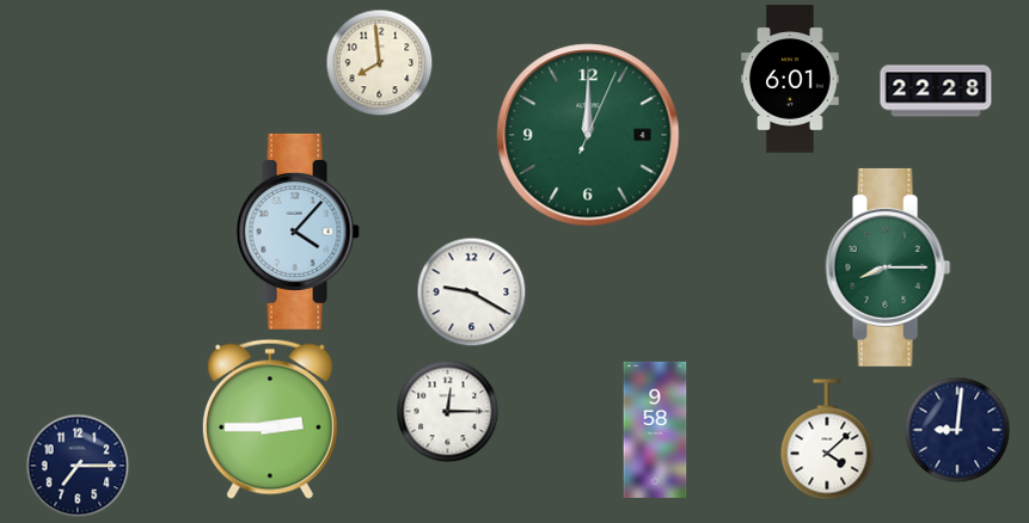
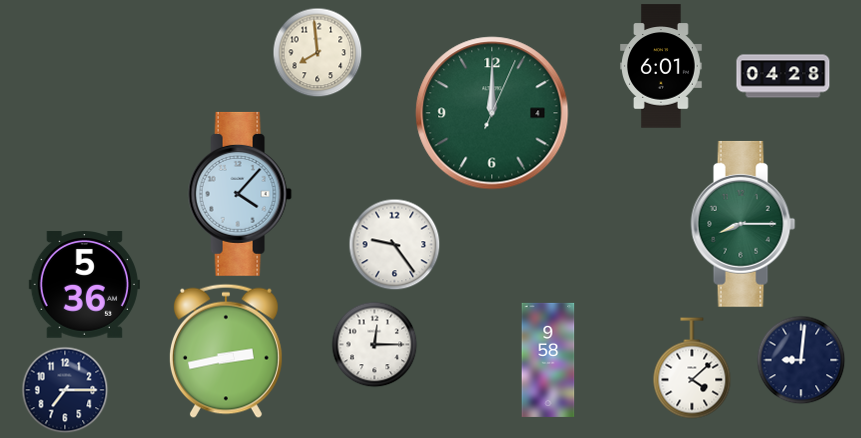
clock at (936, 91): 22:28 -> 04:28
clock at (298, 232) position: (298, 232) -> (240, 194)
clock at (471, 291): 9:20 -> 9:24
clock at (84, 285): none -> 5:36
clock at (270, 419): 2:45 -> 2:43
